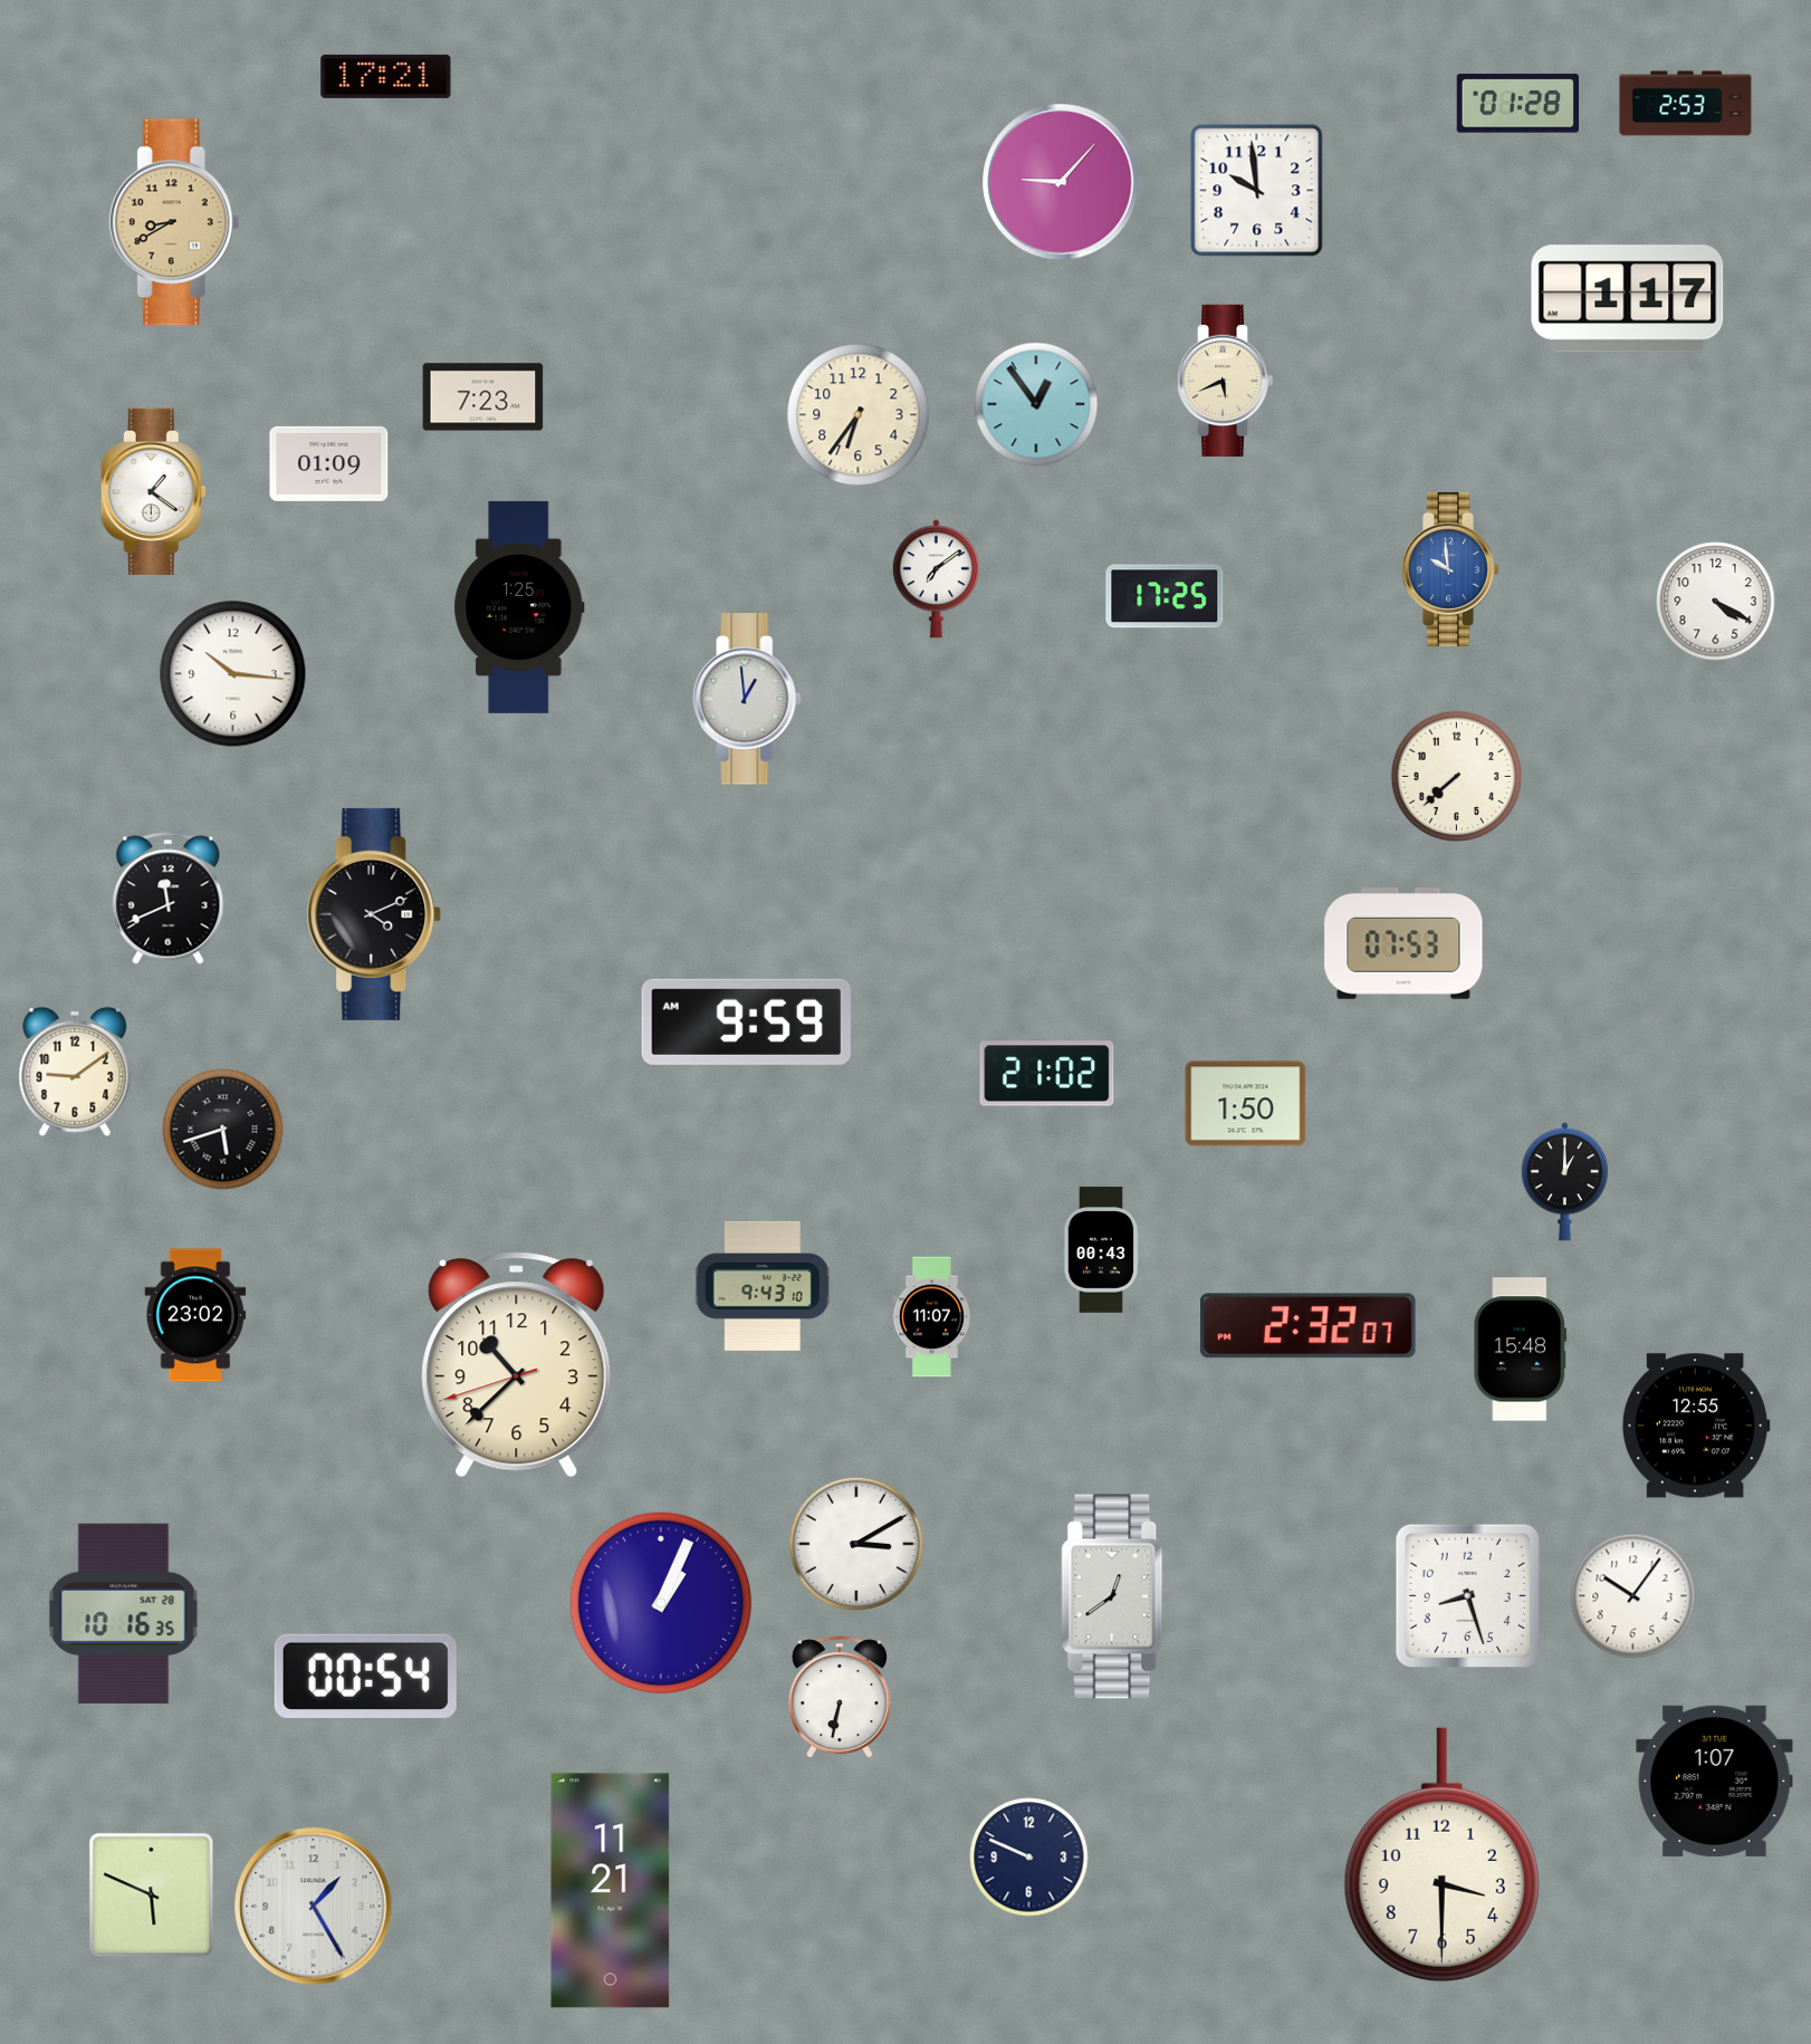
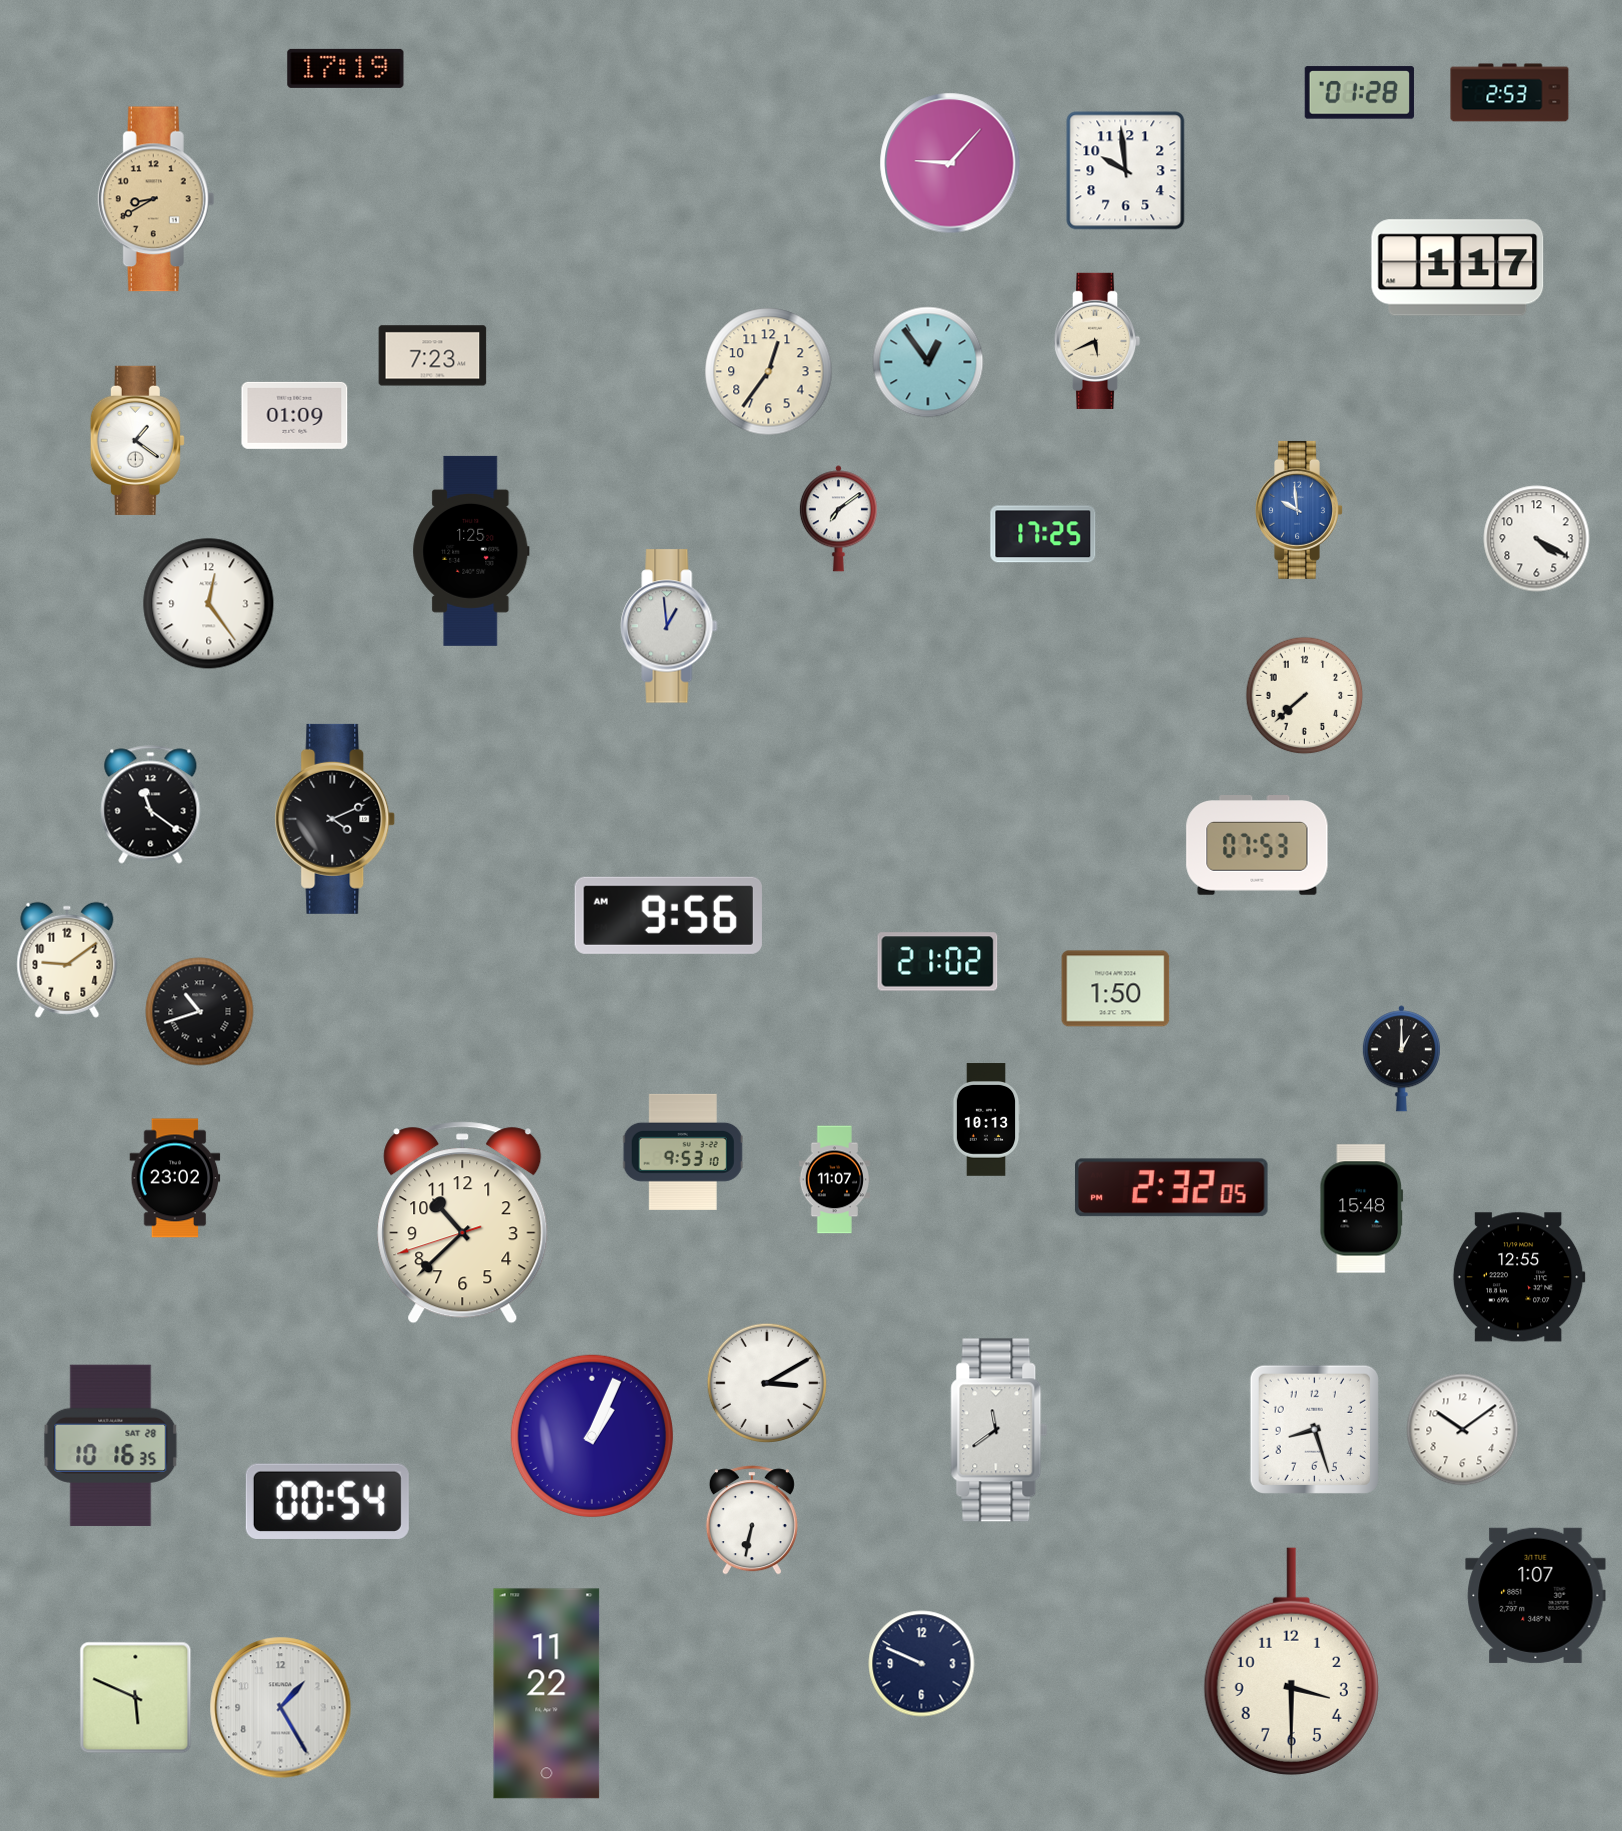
clock at (386, 76): 17:21 -> 17:19
clock at (859, 415): 6:36 -> 12:36
clock at (519, 607) position: (519, 607) -> (471, 551)
clock at (233, 674): 10:16 -> 12:24
clock at (169, 899): 11:41 -> 11:21
clock at (746, 1021): 9:59 -> 9:56
clock at (223, 1130): 5:42 -> 10:42
clock at (1101, 1250): 00:43 -> 10:13
clock at (763, 1286): 9:43 -> 9:53
clock at (1309, 1326): 2:32:07 -> 2:32:05
clock at (1115, 1596): 12:39 -> 11:39
clock at (1633, 1596): 10:06 -> 10:09
clock at (611, 1891): 11:21 -> 11:22
